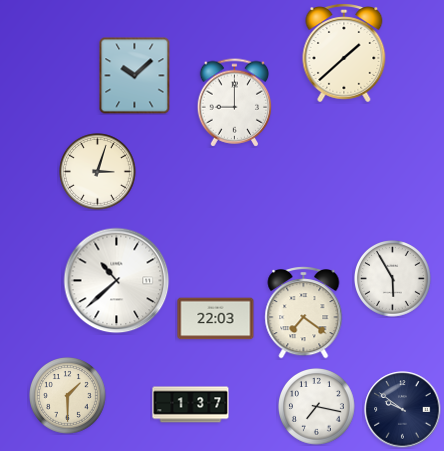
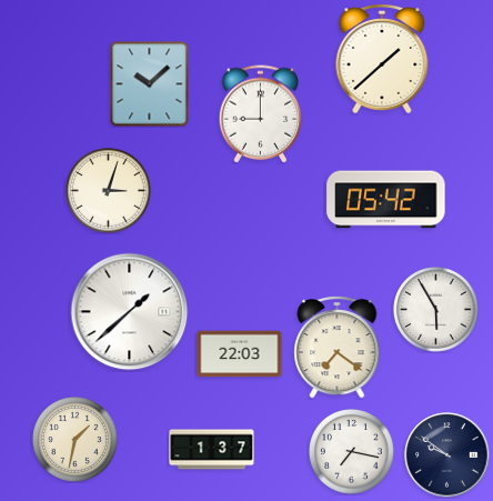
clock at (386, 200): none -> 05:42
clock at (117, 281): 10:38 -> 1:38
clock at (68, 396): 1:30 -> 1:32
